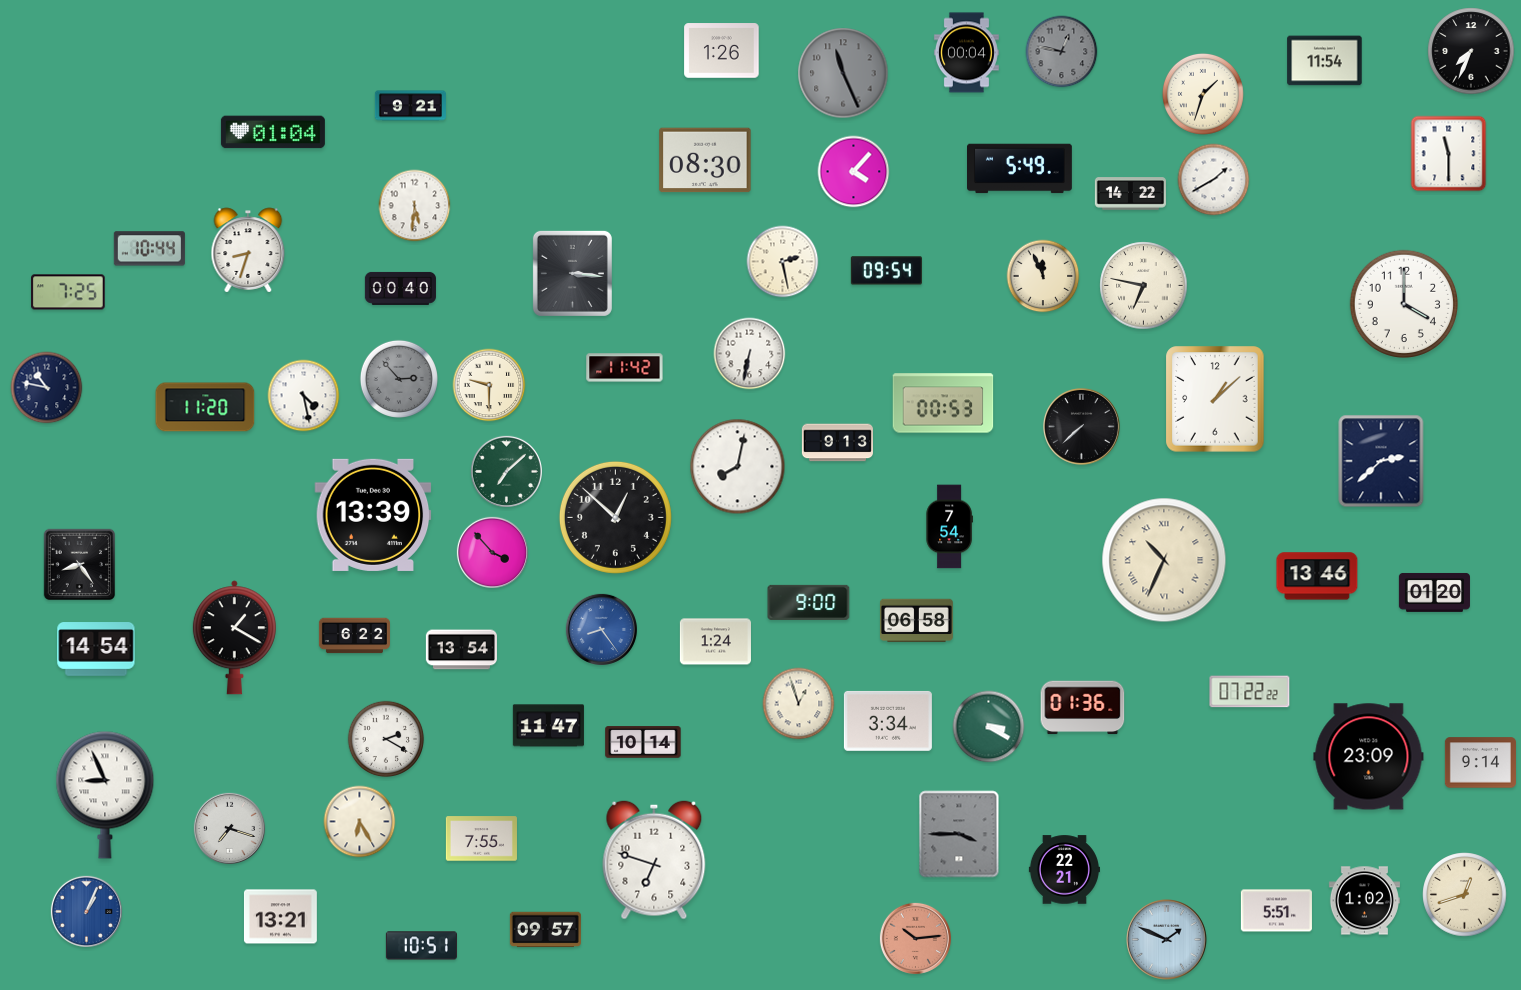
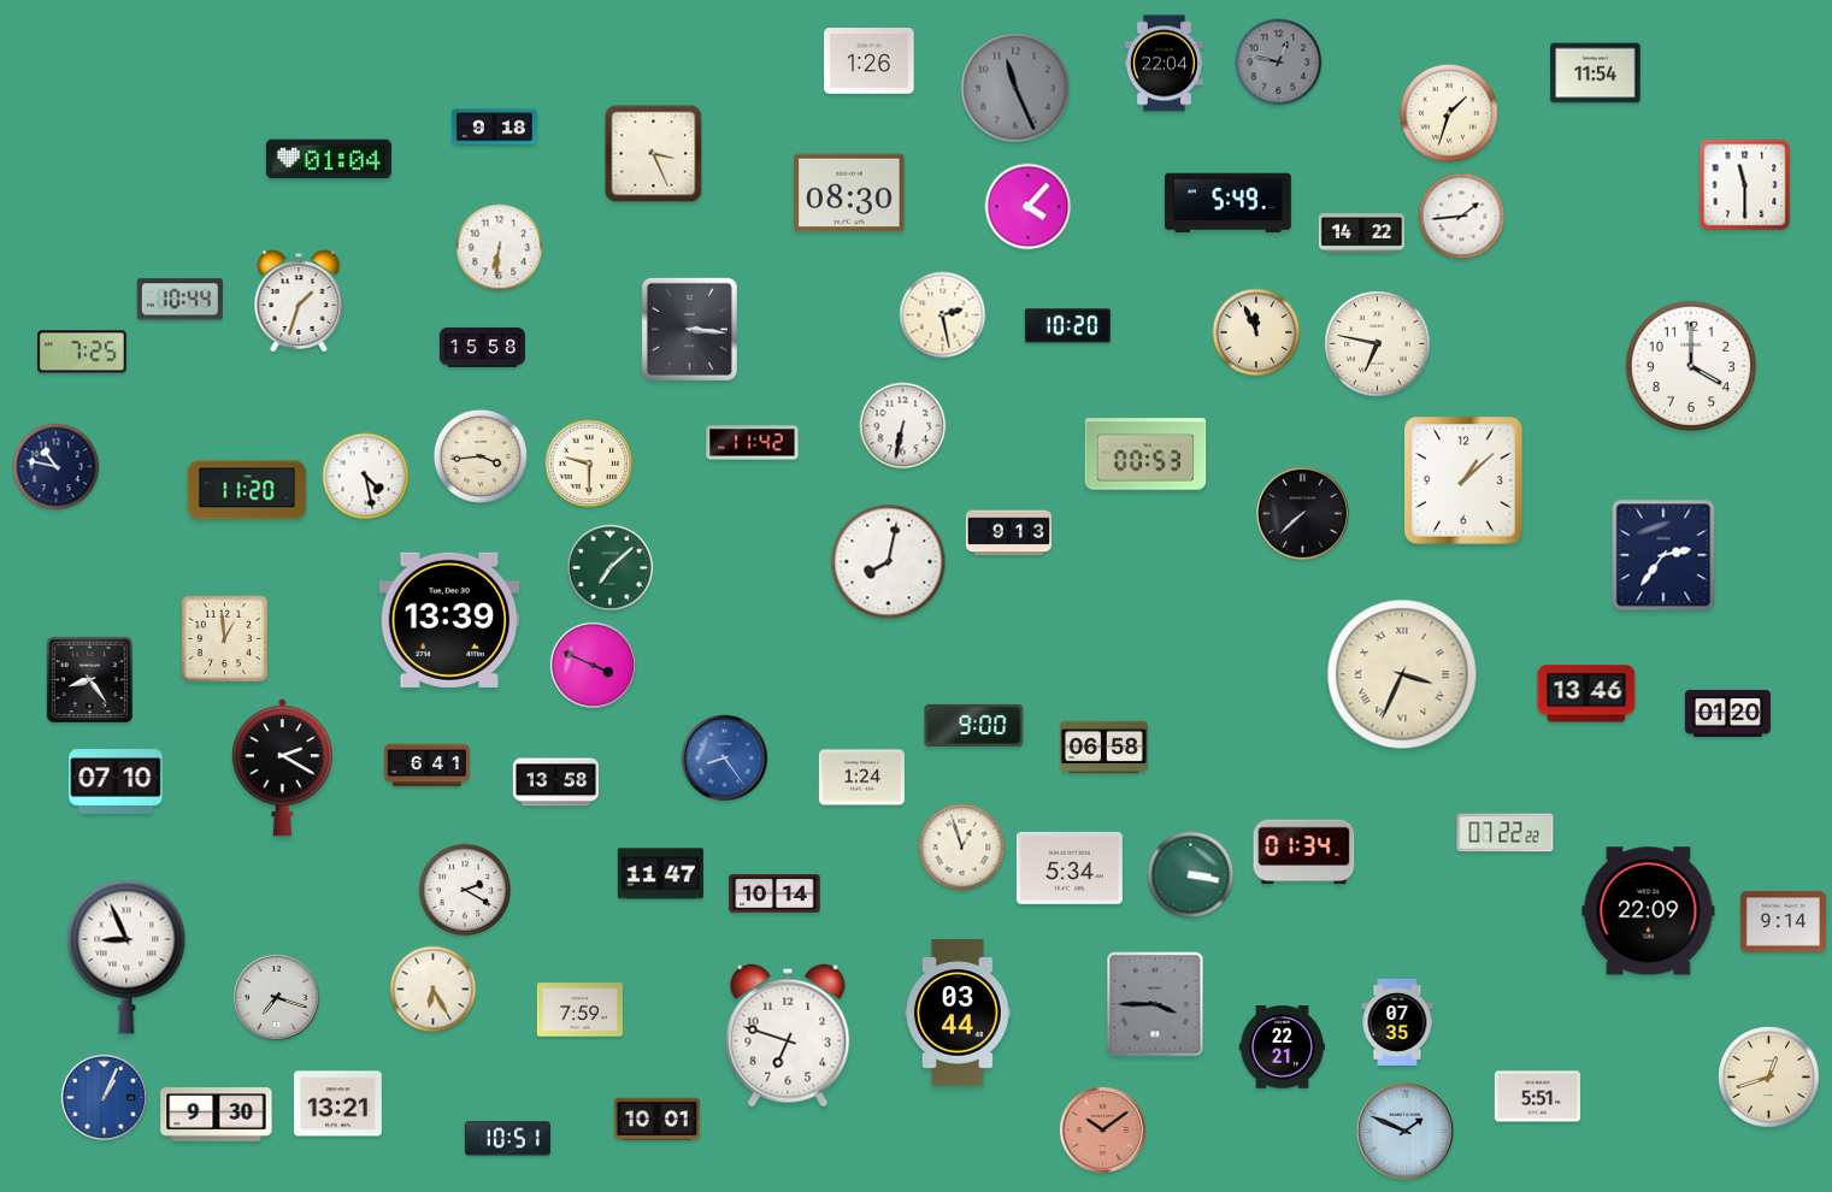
clock at (1471, 51): 7:34 -> none
clock at (966, 53): 00:04 -> 22:04
clock at (410, 106): 9:21 -> 9:18
clock at (654, 154): none -> 3:26
clock at (1214, 180): 1:40 -> 1:44
clock at (415, 206): 5:31 -> 6:31
clock at (248, 250): 8:33 -> 1:33
clock at (886, 271): 09:54 -> 10:20
clock at (400, 288): 00:40 -> 15:58
clock at (399, 379): 2:53 -> 3:44
clock at (399, 379) dial: grey -> cream
clock at (943, 403) position: (943, 403) -> (1145, 454)
clock at (1381, 461): 2:38 -> 2:36
clock at (615, 517): 12:52 -> none
clock at (949, 527): 7:54 -> none
clock at (224, 638): none -> 12:59
clock at (492, 552): 3:53 -> 3:49
clock at (1164, 560): 10:34 -> 3:34
clock at (80, 565) position: (80, 565) -> (90, 680)
clock at (354, 636): 6:22 -> 6:41
clock at (234, 638): 1:20 -> 2:20
clock at (715, 642) position: (715, 642) -> (861, 778)
clock at (96, 649): 14:54 -> 07:10
clock at (461, 650): 13:54 -> 13:58
clock at (1083, 708): 01:36 -> 01:34
clock at (888, 721): 3:34 -> 5:34
clock at (989, 727): 3:20 -> 3:17
clock at (1369, 757): 23:09 -> 22:09
clock at (1480, 763) position: (1480, 763) -> (1783, 922)
clock at (481, 839): 7:55 -> 7:59
clock at (958, 1013): none -> 03:44
clock at (1397, 1022): none -> 07:35
clock at (1465, 895) position: (1465, 895) -> (1769, 1078)
clock at (1364, 901): 1:02 -> none
clock at (217, 1115): none -> 9:30
clock at (545, 930): 09:57 -> 10:01
clock at (915, 938): 10:14 -> 10:09
